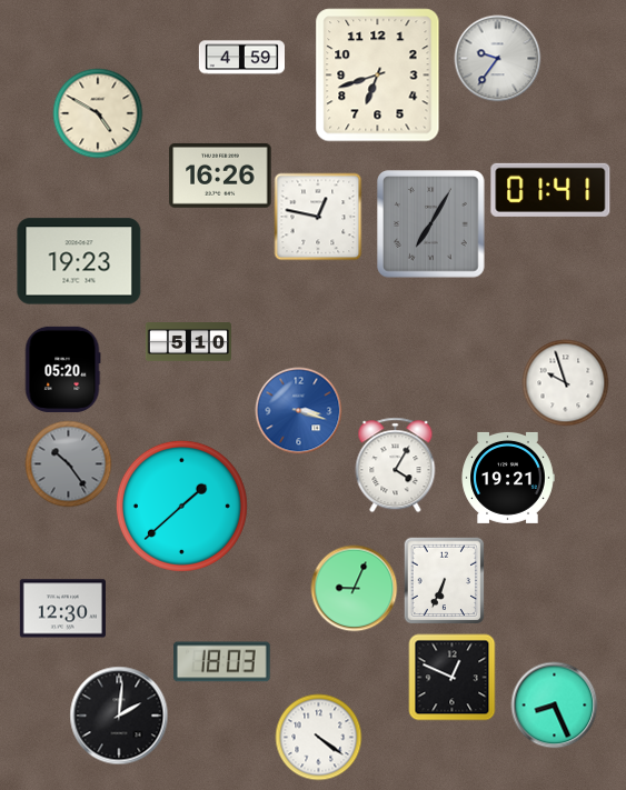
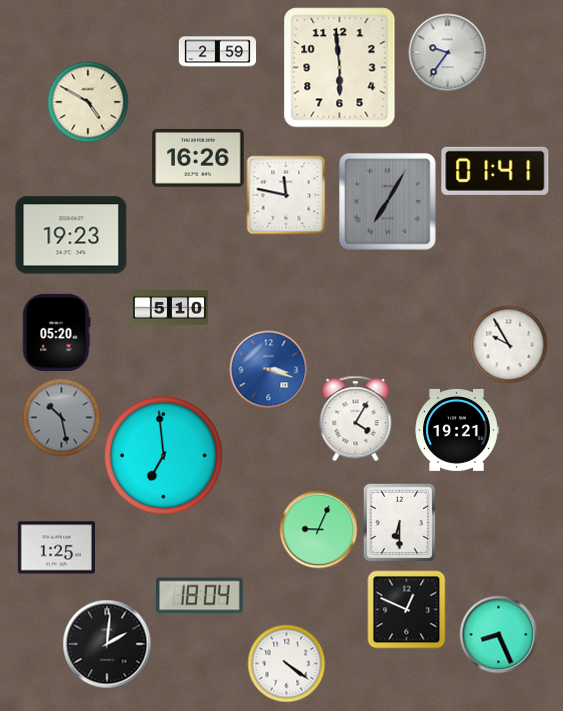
clock at (241, 58): 4:59 -> 2:59
clock at (378, 76): 6:42 -> 5:59
clock at (318, 217): 12:47 -> 11:47
clock at (565, 382): 9:57 -> 9:55
clock at (68, 463): 10:24 -> 10:28
clock at (181, 506): 1:38 -> 6:59
clock at (445, 580): 6:34 -> 6:30
clock at (62, 609): 12:30 -> 1:25
clock at (222, 662): 18:03 -> 18:04
